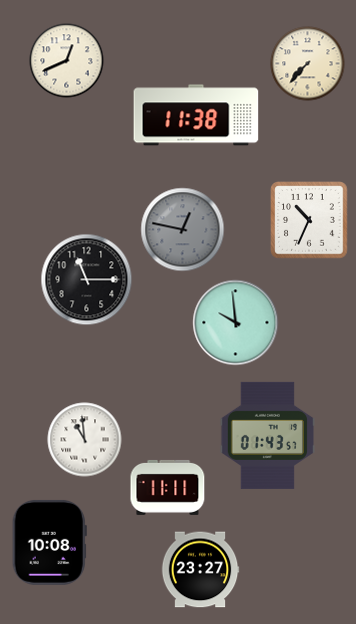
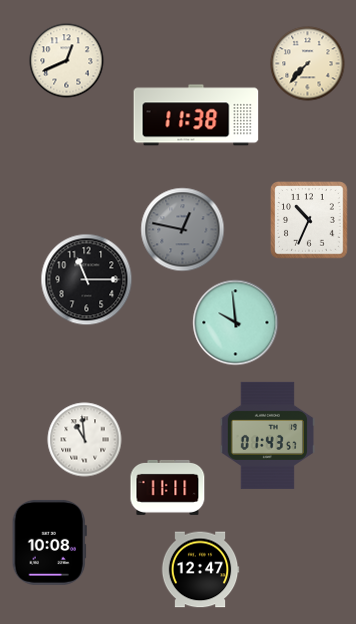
clock at (200, 570): 23:27 -> 12:47
